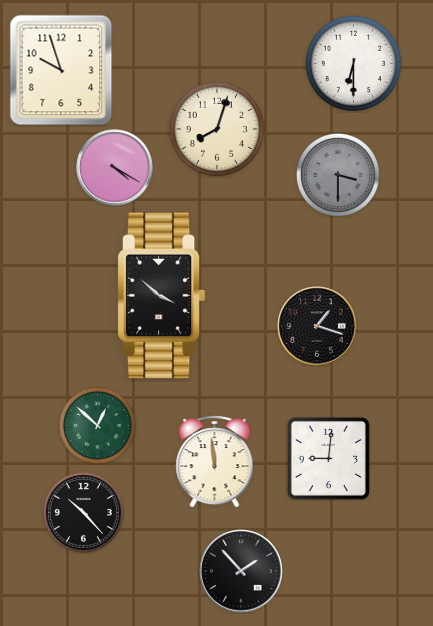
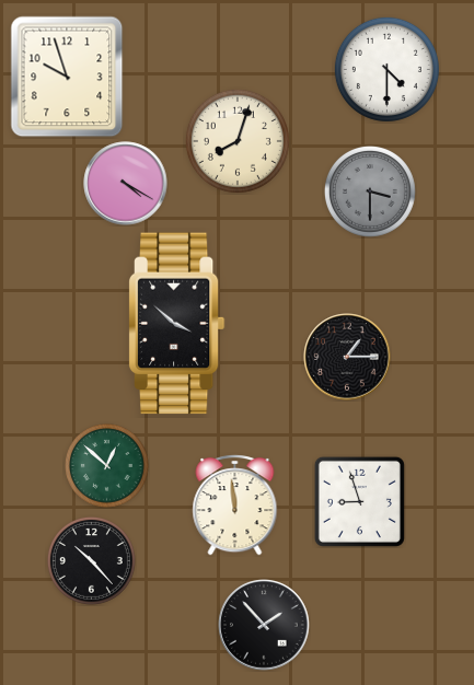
clock at (353, 63): 6:30 -> 4:30
clock at (317, 326): 1:18 -> 1:15
clock at (328, 458): 9:01 -> 8:57
